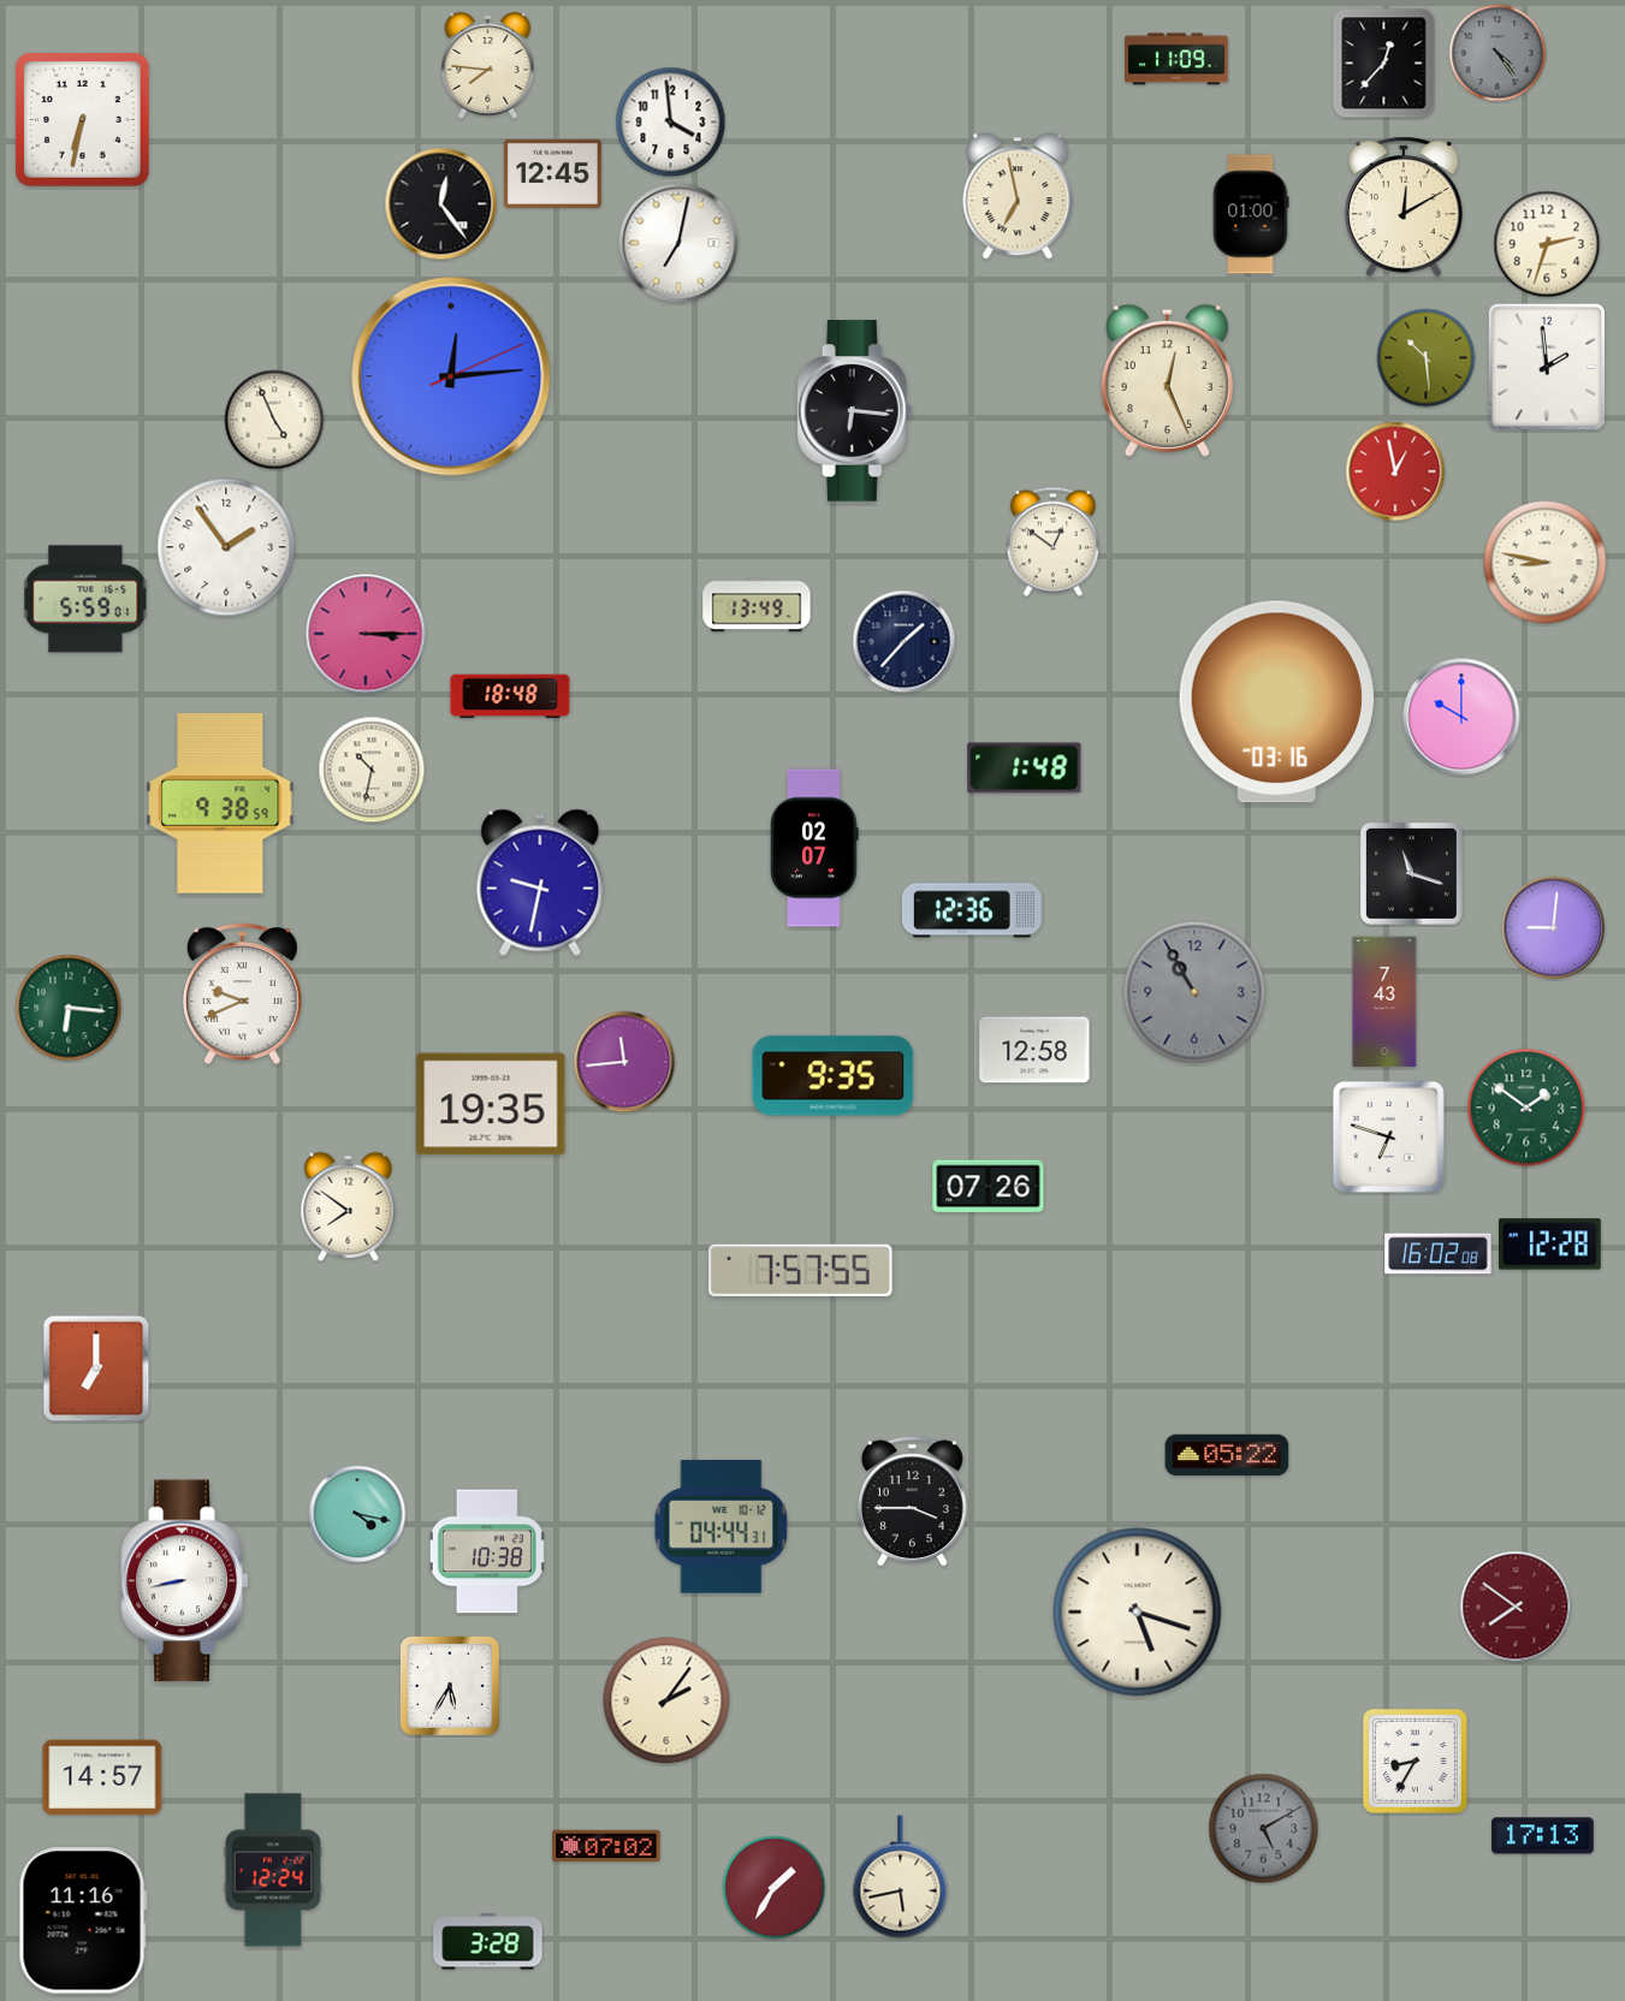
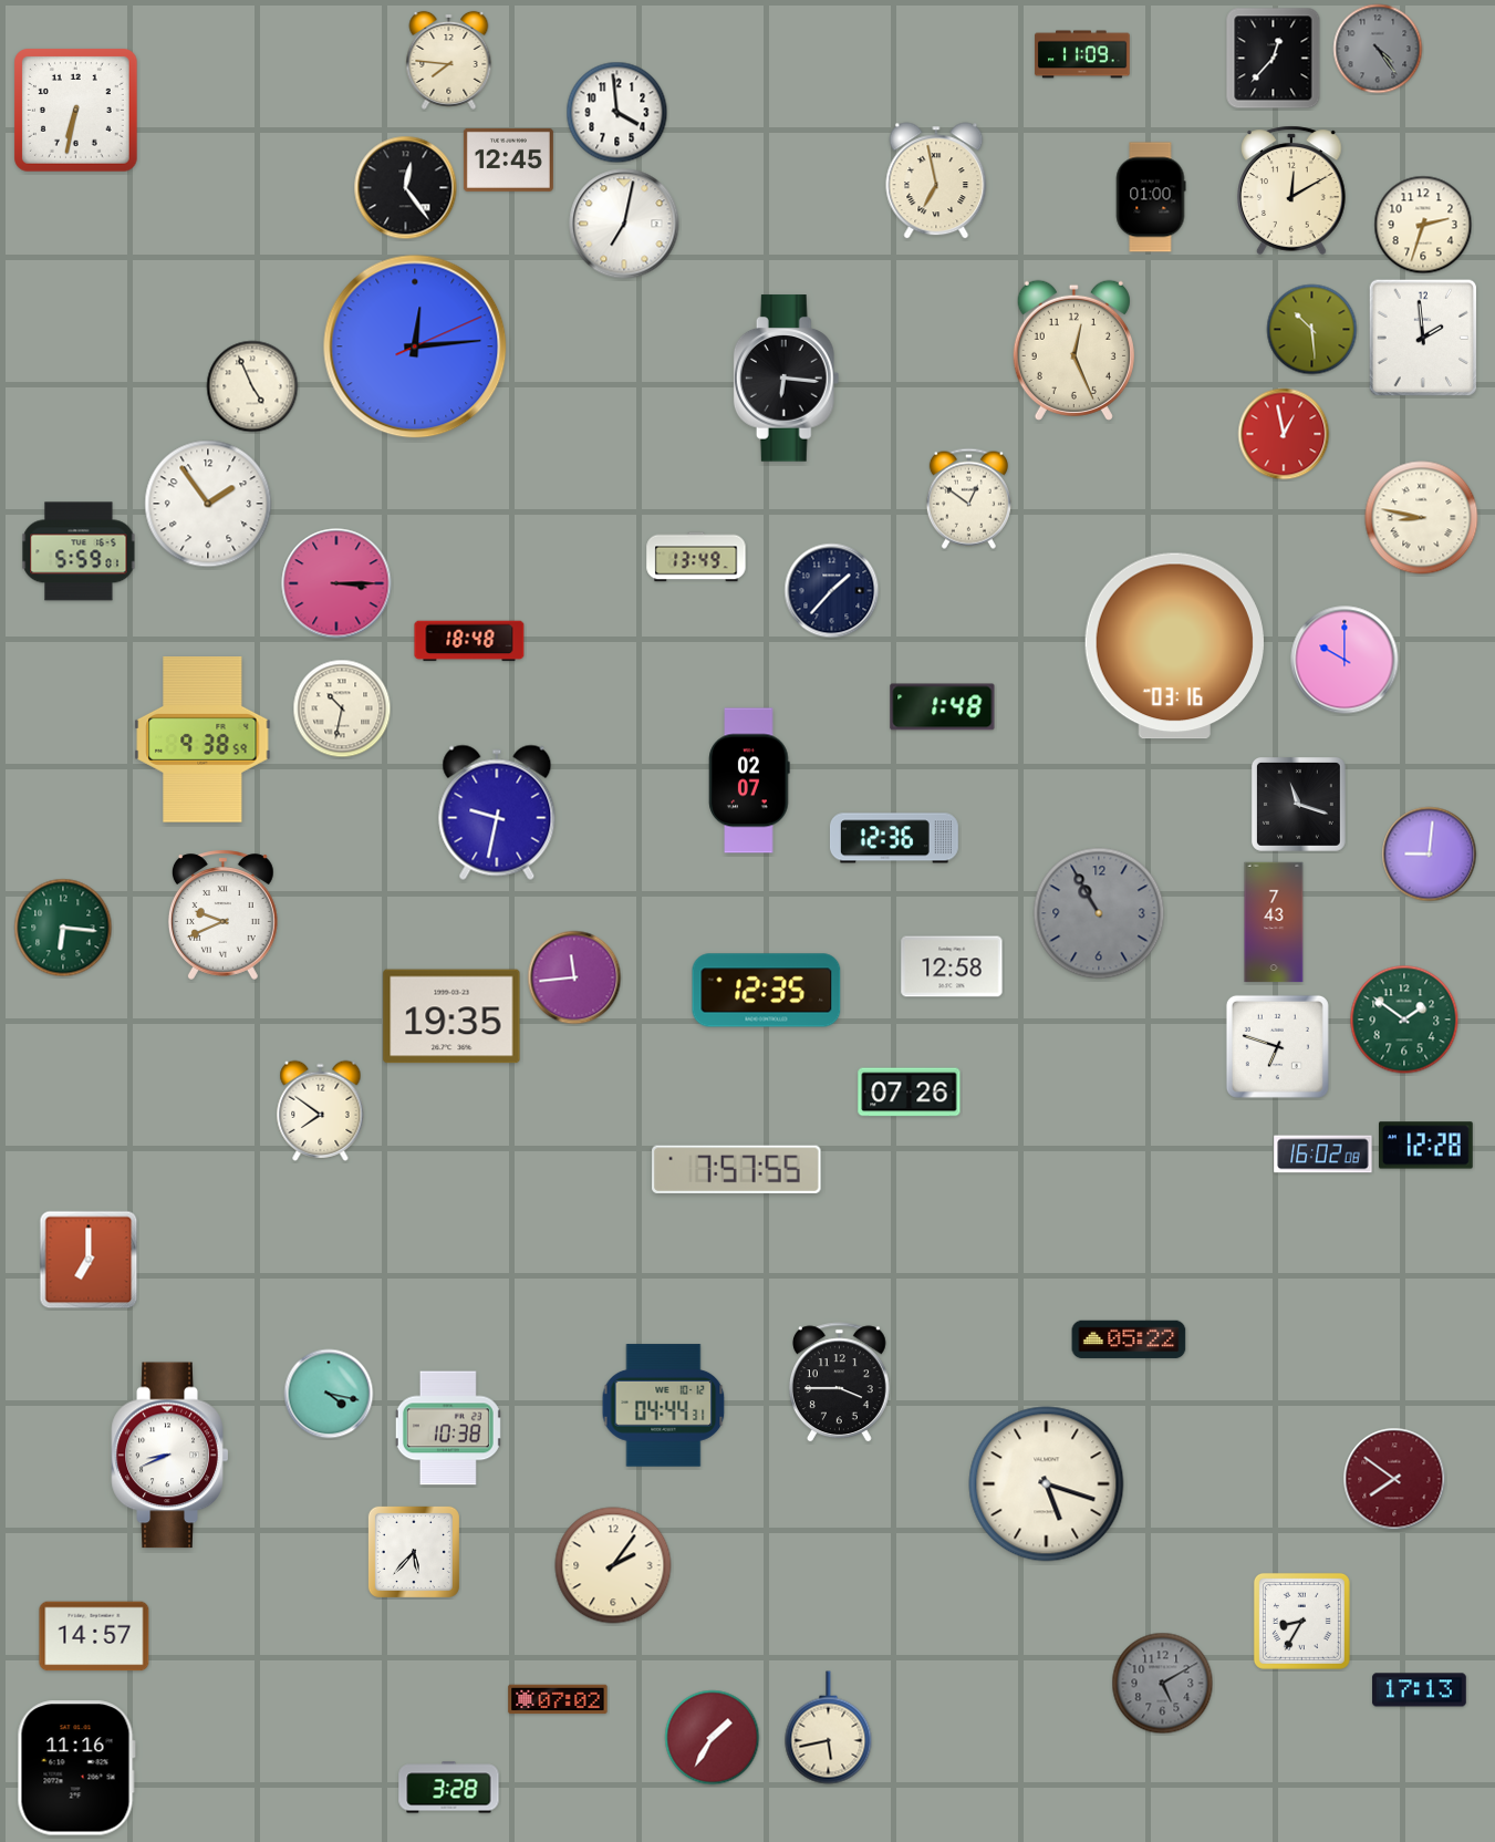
clock at (834, 1076): 9:35 -> 12:35
clock at (185, 1581): 8:43 -> 8:41
clock at (450, 1686): 5:35 -> 5:37
clock at (272, 1870): 12:24 -> none
